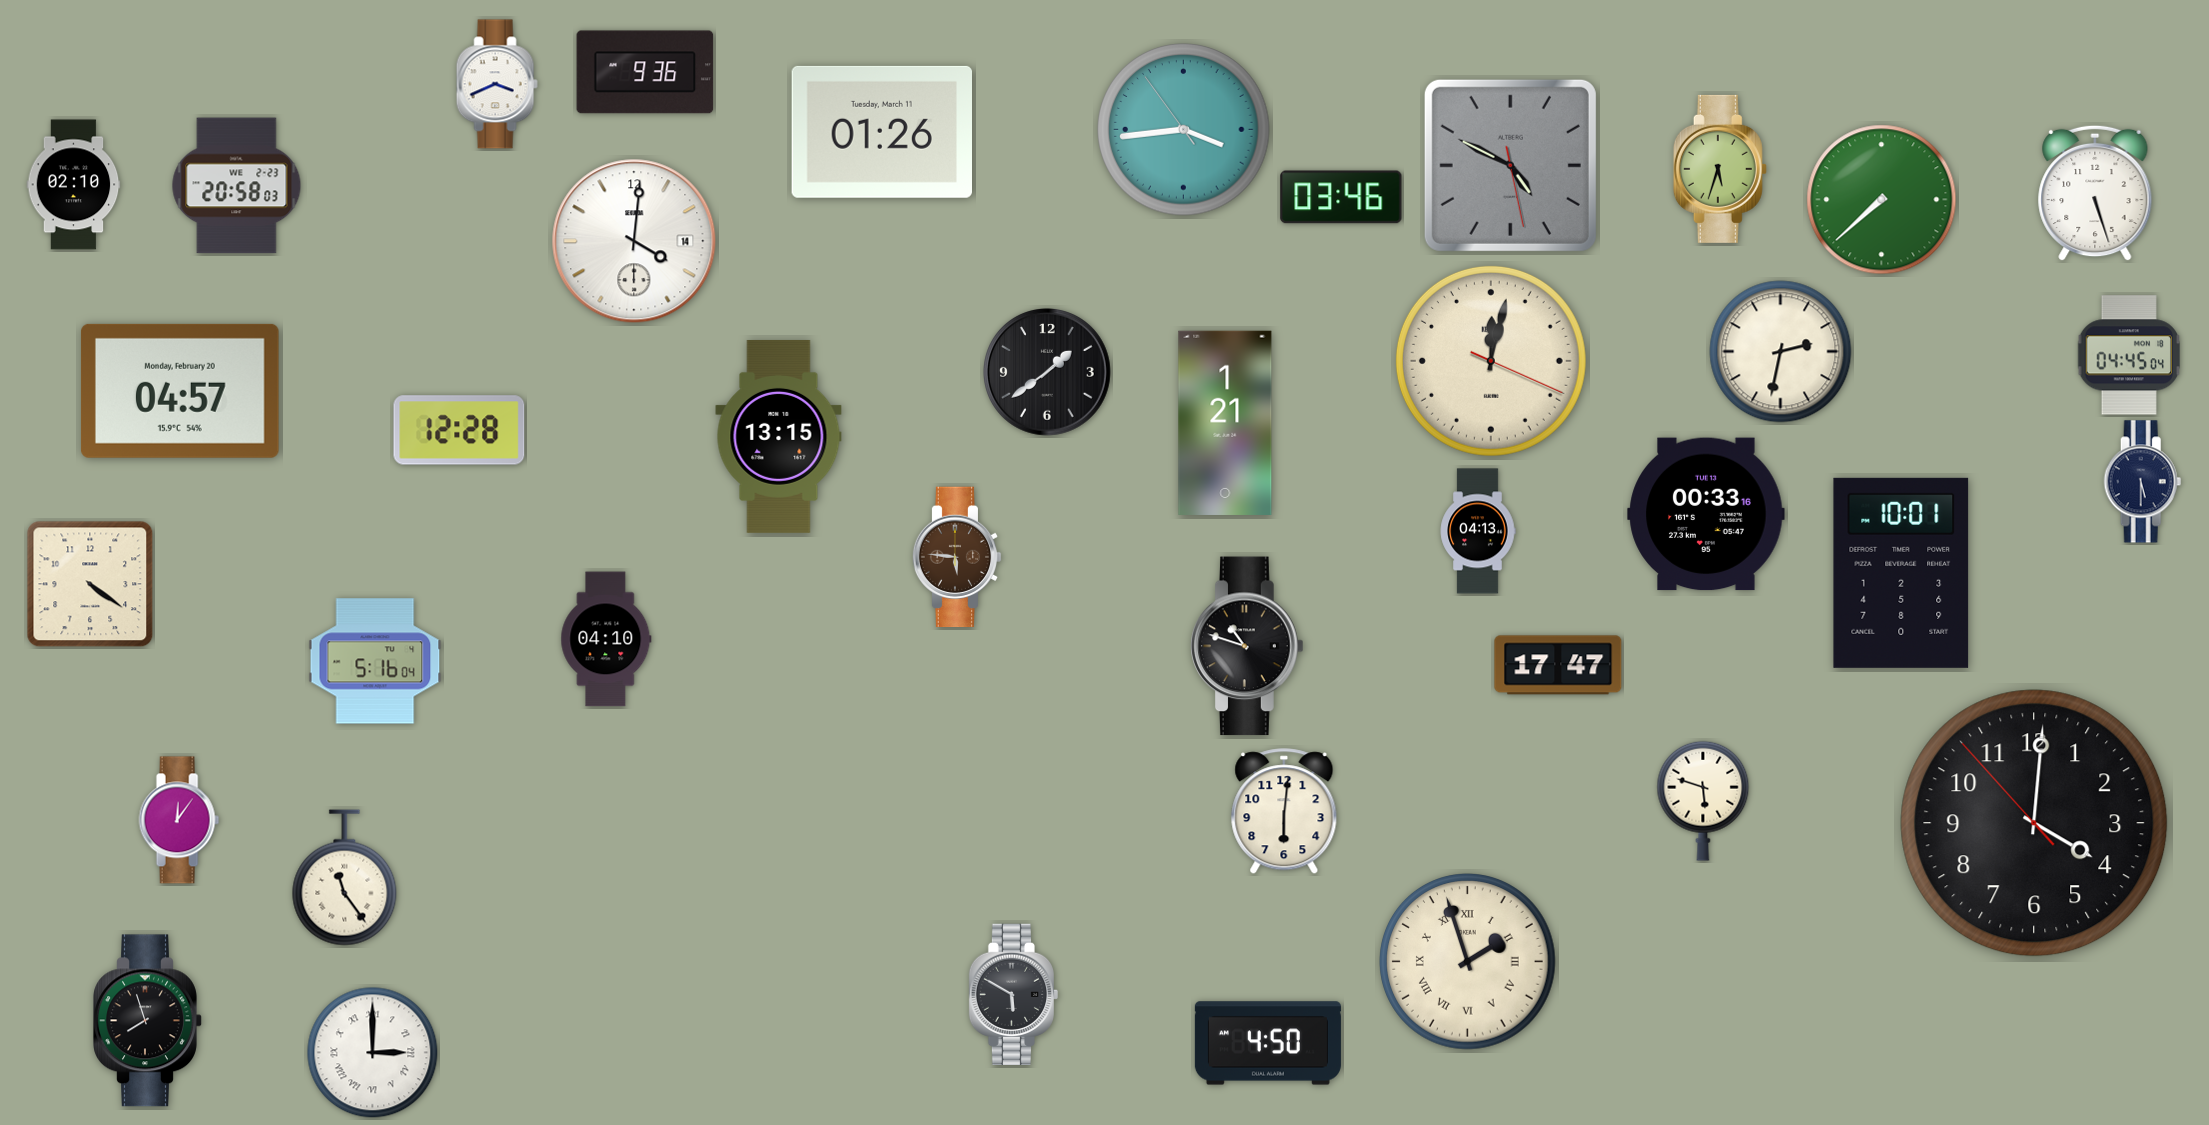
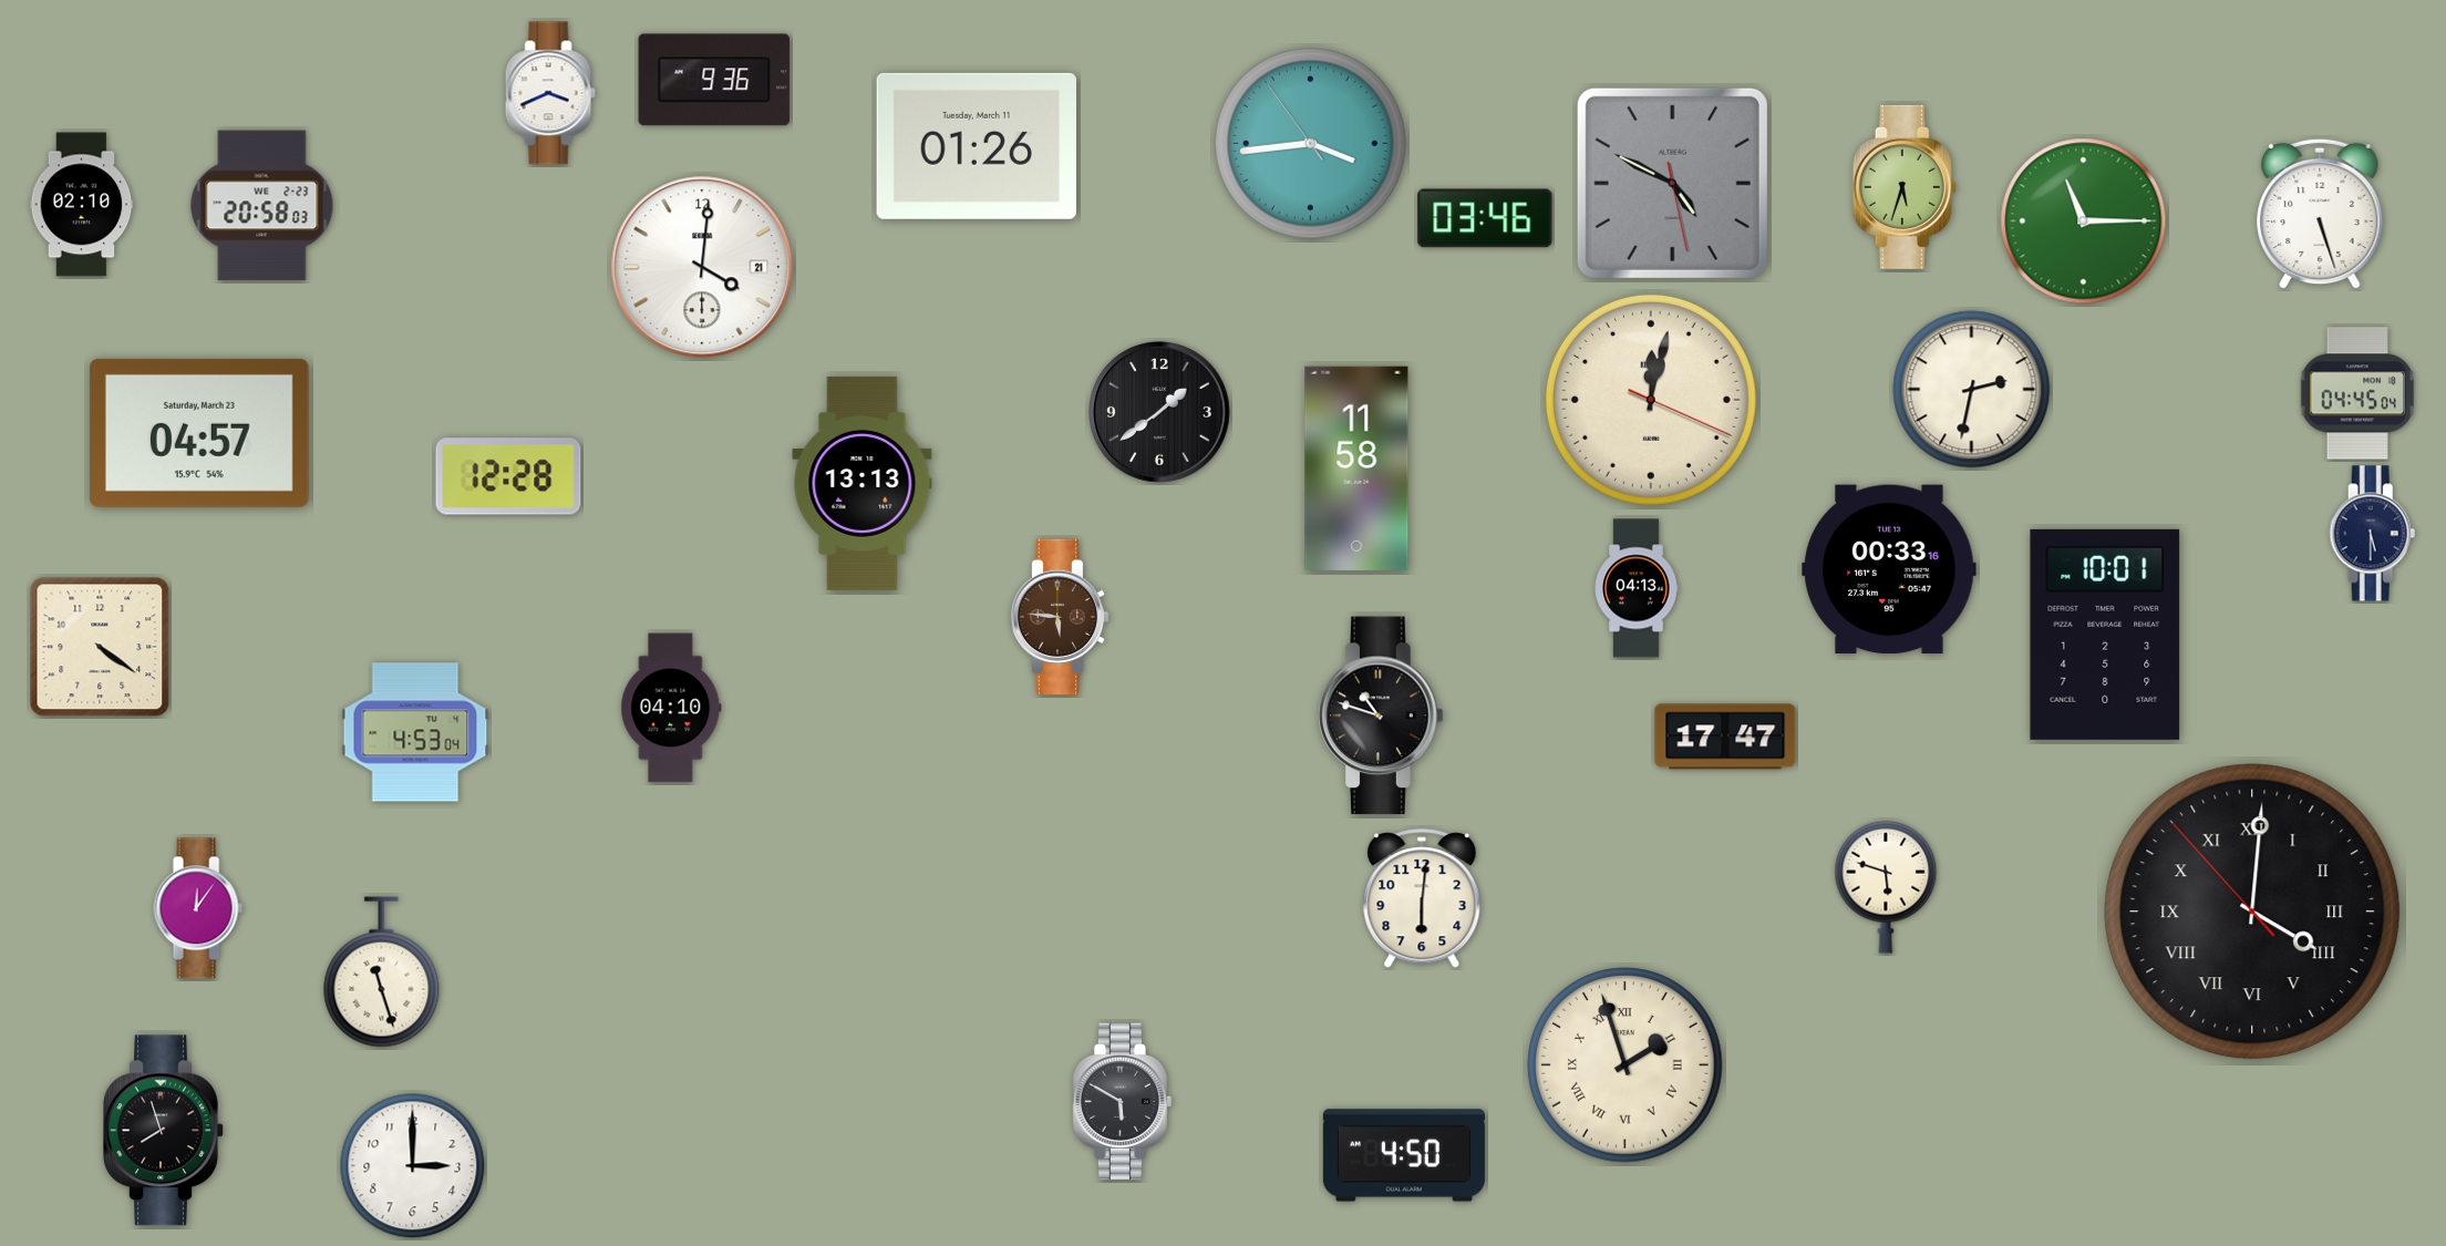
clock at (1882, 200): 7:38 -> 11:15
clock at (634, 241) date: 14 -> 21
clock at (180, 391) date: Monday, February 20 -> Saturday, March 23
clock at (1225, 423): 1:21 -> 11:58
clock at (779, 436): 13:15 -> 13:13
clock at (375, 661): 5:16 -> 4:53
clock at (2034, 823) numerals: Arabic -> Roman
clock at (345, 878): 11:24 -> 11:27
clock at (373, 1053) numerals: Roman -> Arabic
